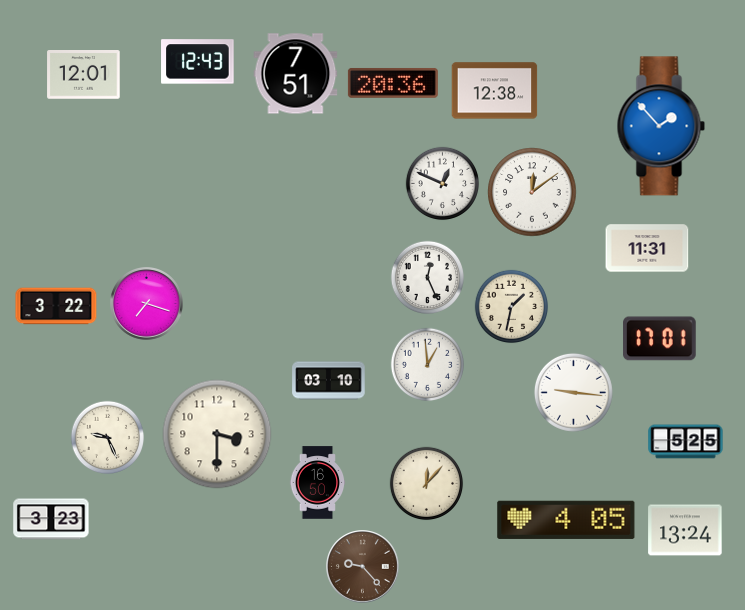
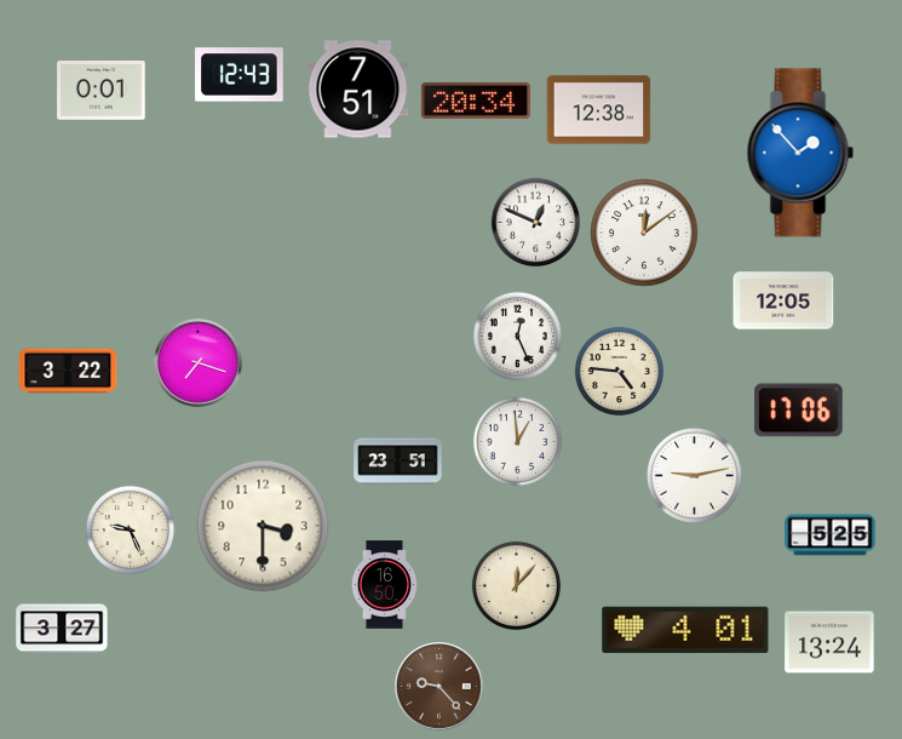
clock at (84, 75): 12:01 -> 0:01
clock at (393, 83): 20:36 -> 20:34
clock at (647, 248): 11:31 -> 12:05
clock at (147, 304) position: (147, 304) -> (199, 363)
clock at (512, 307): 1:32 -> 4:46
clock at (660, 339): 17:01 -> 17:06
clock at (329, 381): 03:10 -> 23:51
clock at (573, 392): 9:16 -> 9:13
clock at (51, 519): 3:23 -> 3:27
clock at (566, 520): 4:05 -> 4:01
